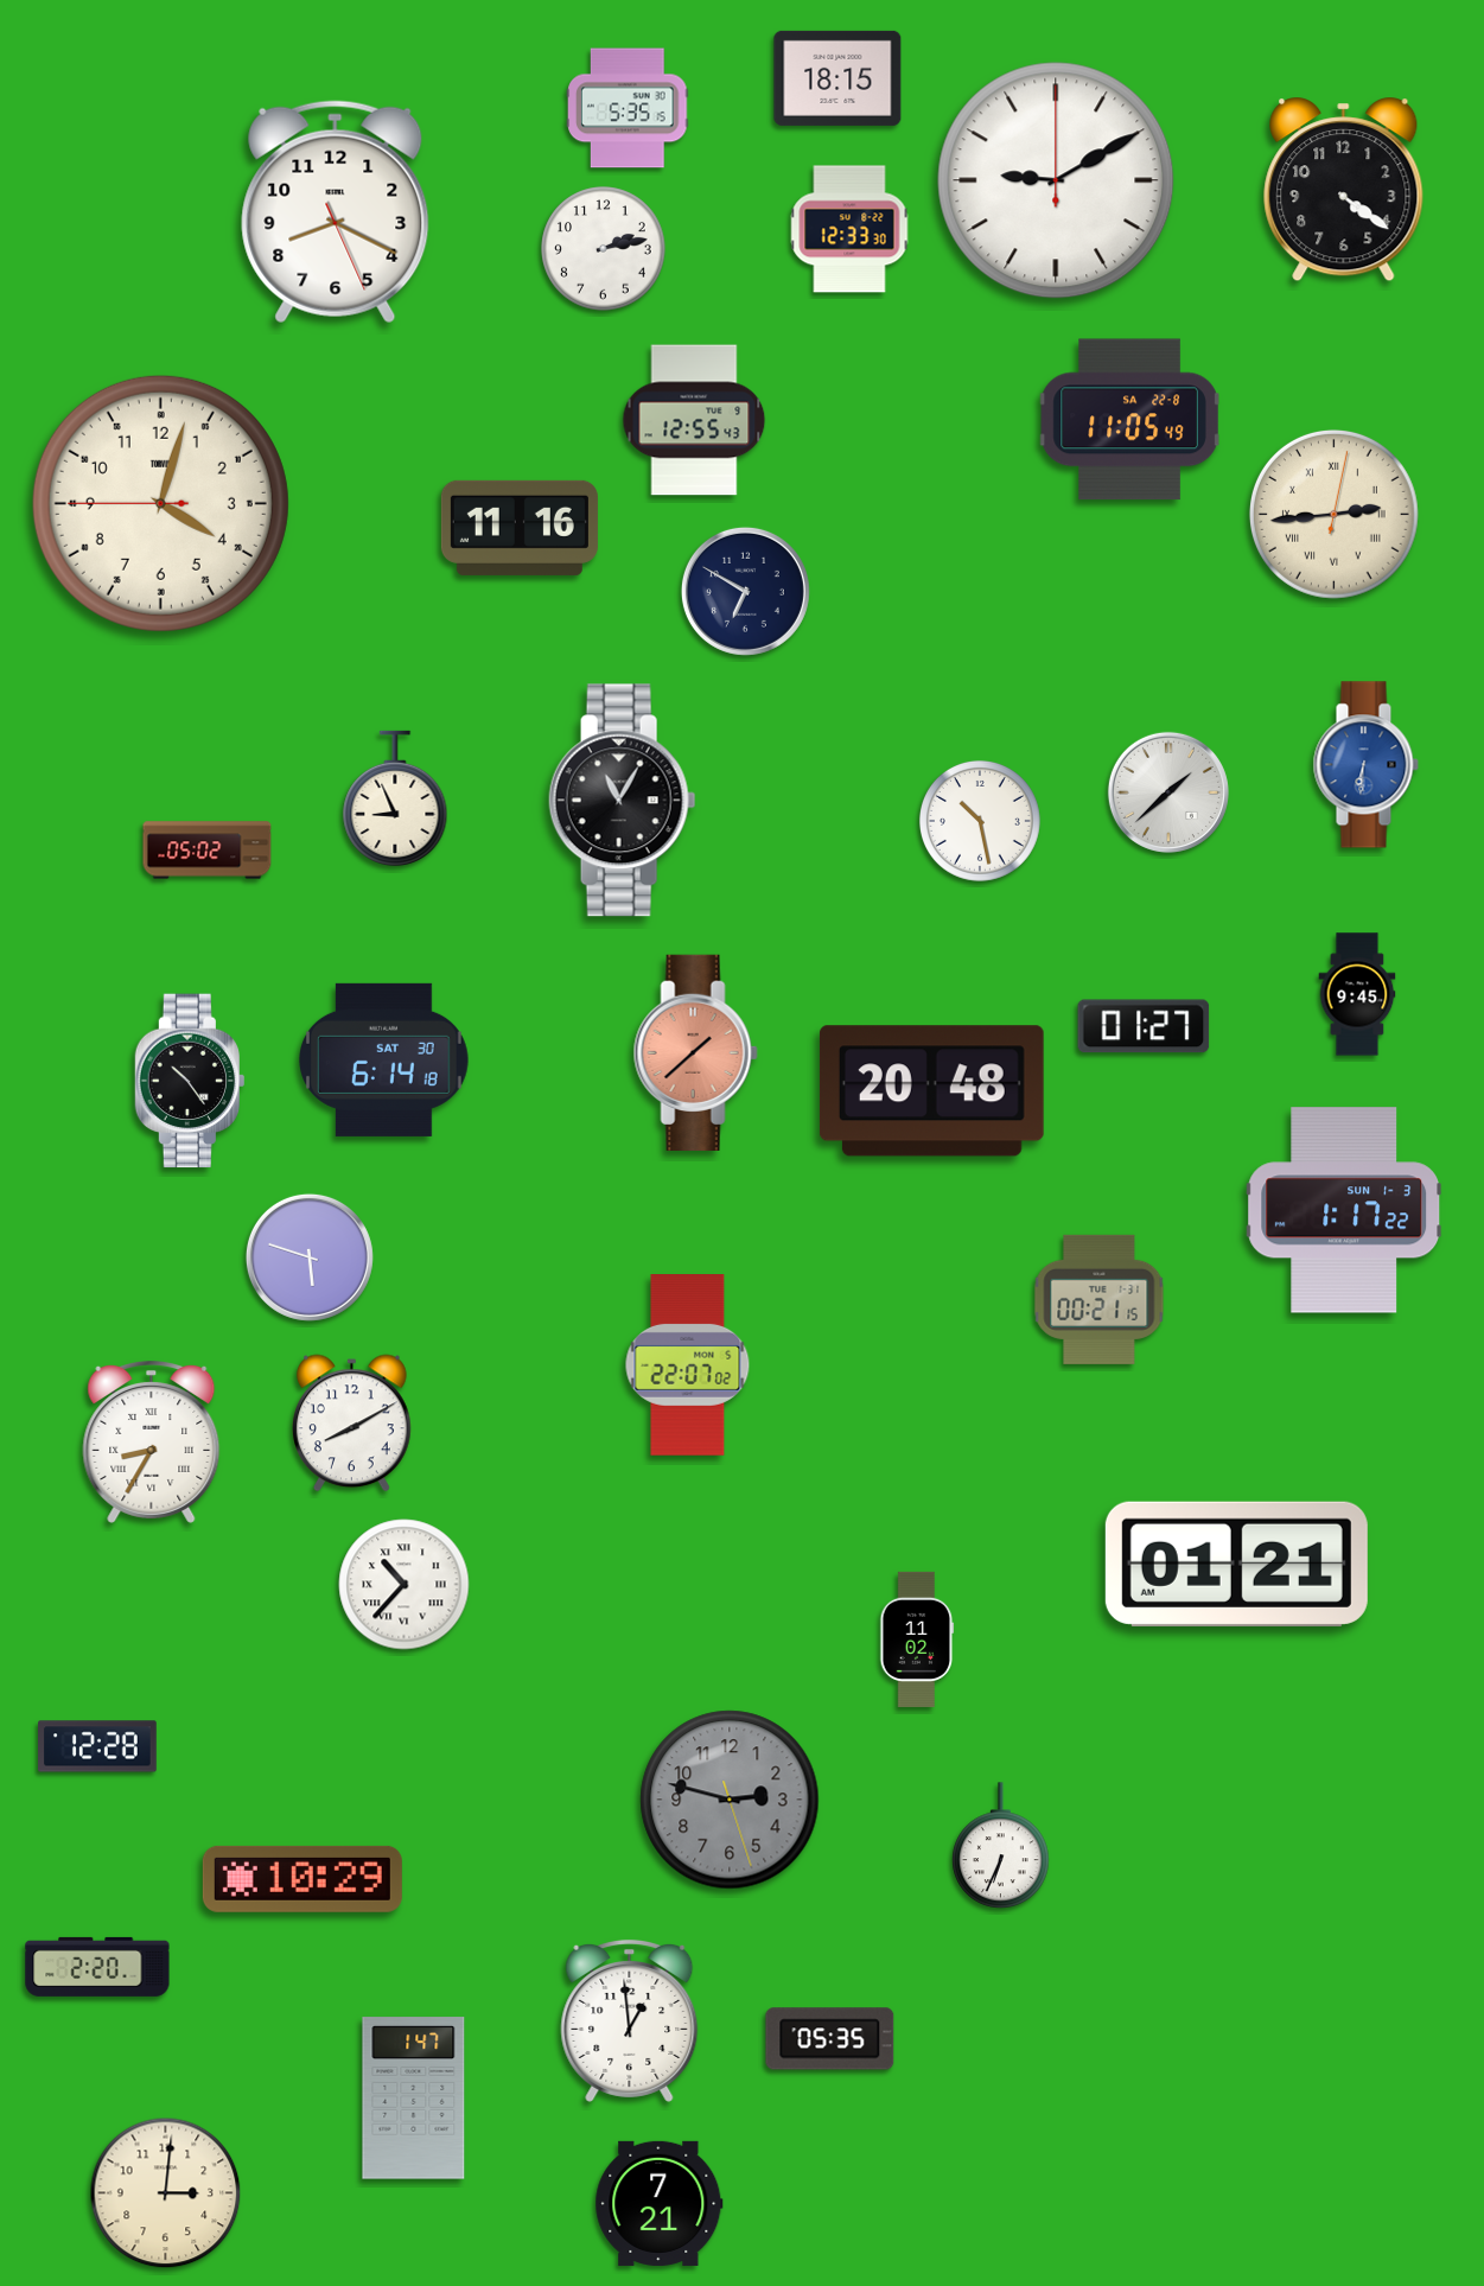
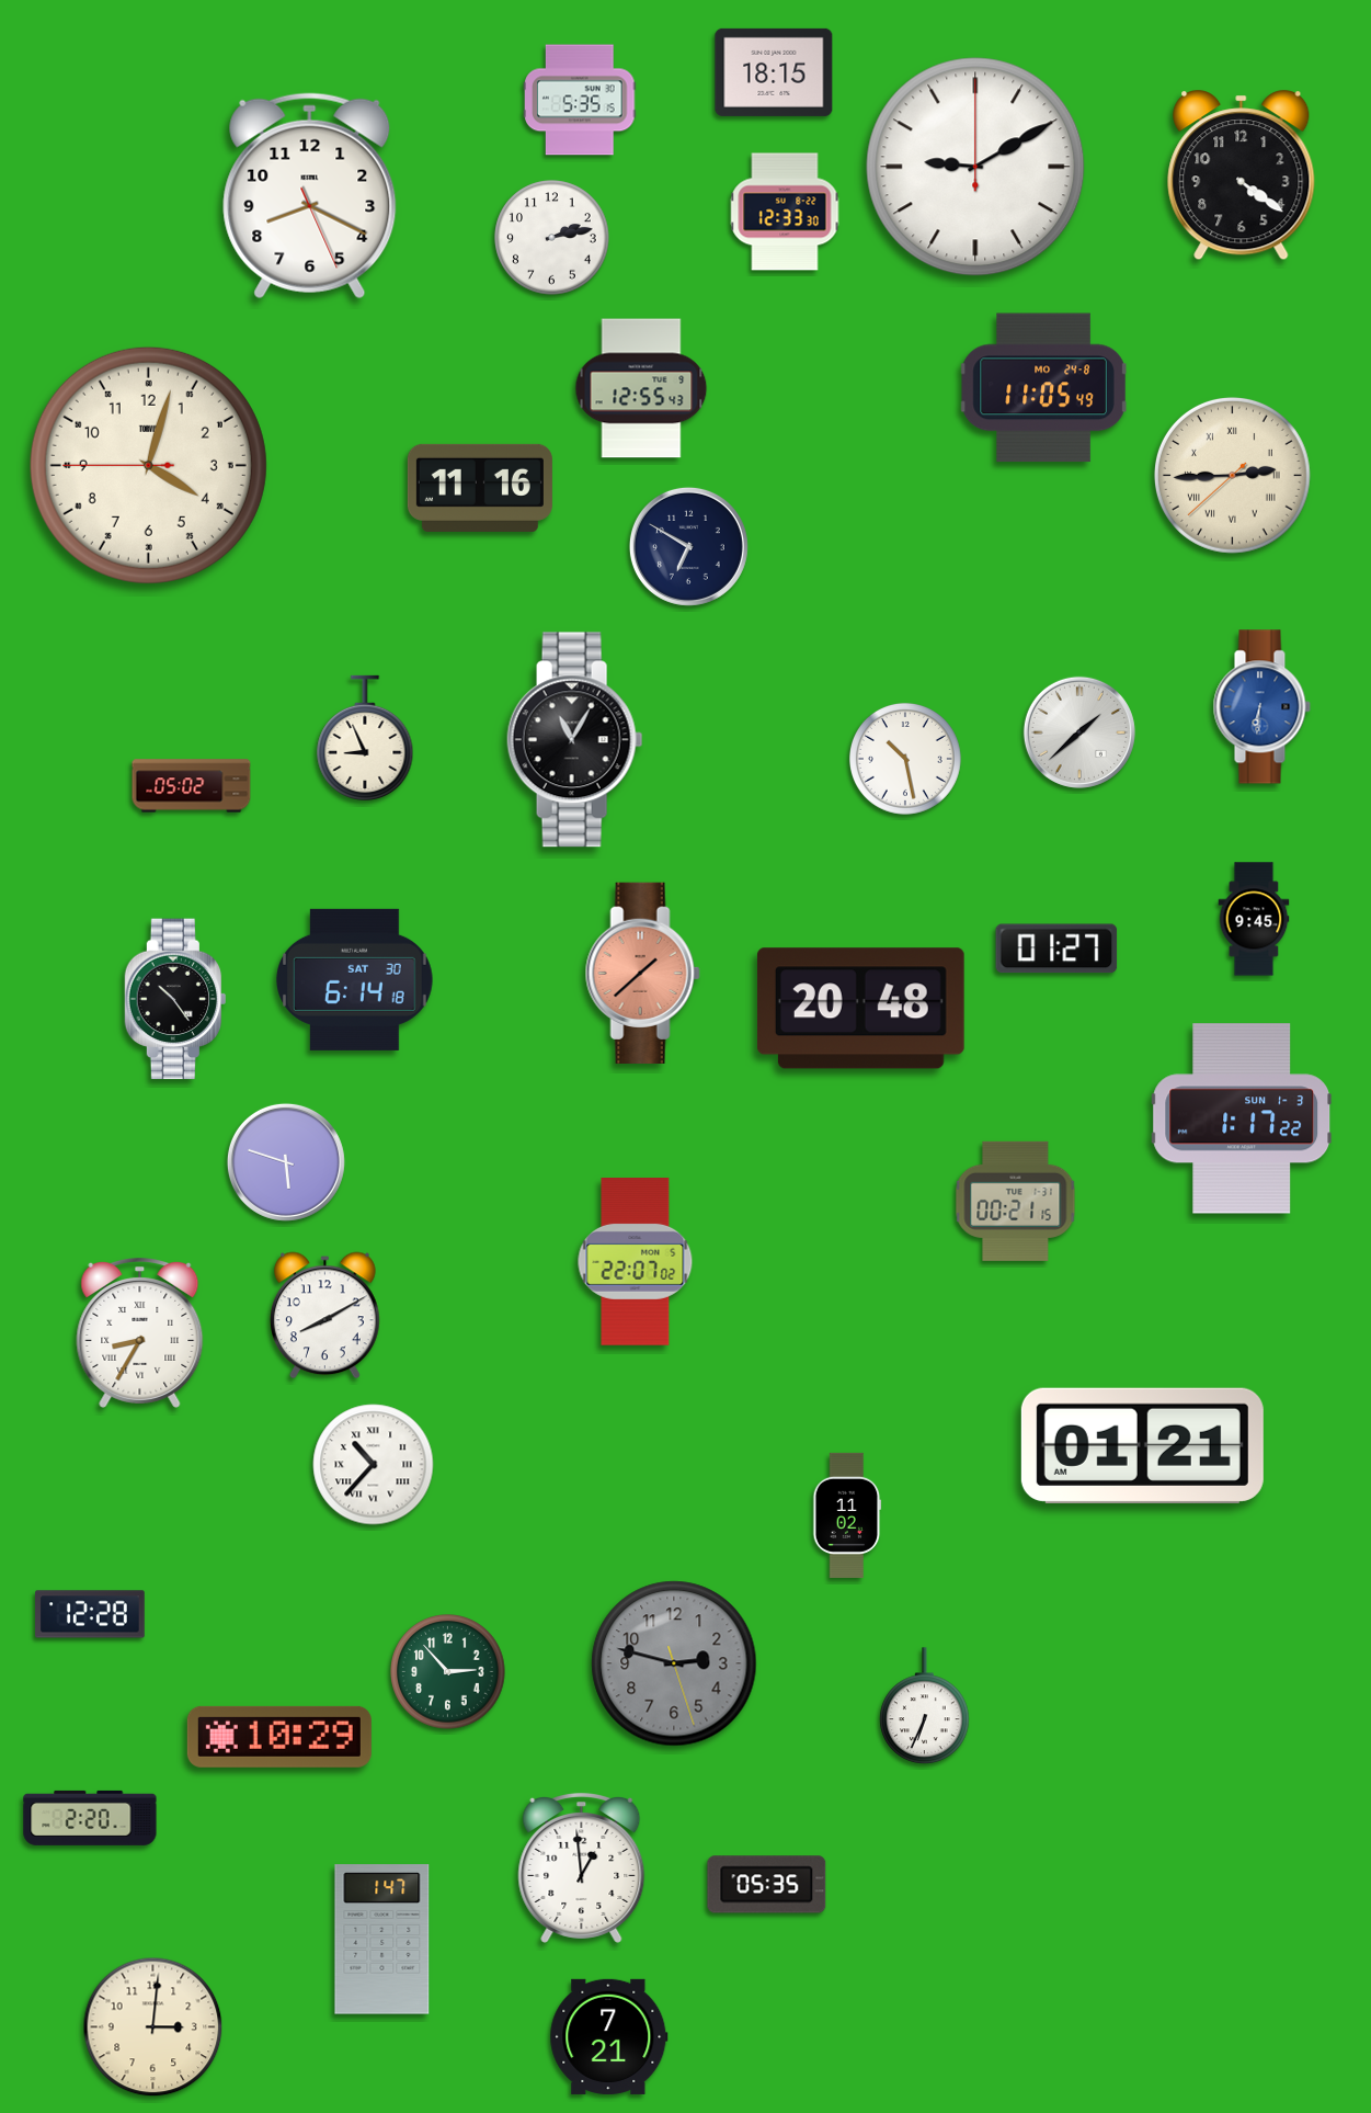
clock at (604, 249) position: (604, 249) -> (552, 238)
clock at (1129, 420) date: SA 22-8 -> MO 24-8
clock at (1333, 514): 2:44:02 -> 2:44:38
clock at (448, 1672): none -> 2:53
